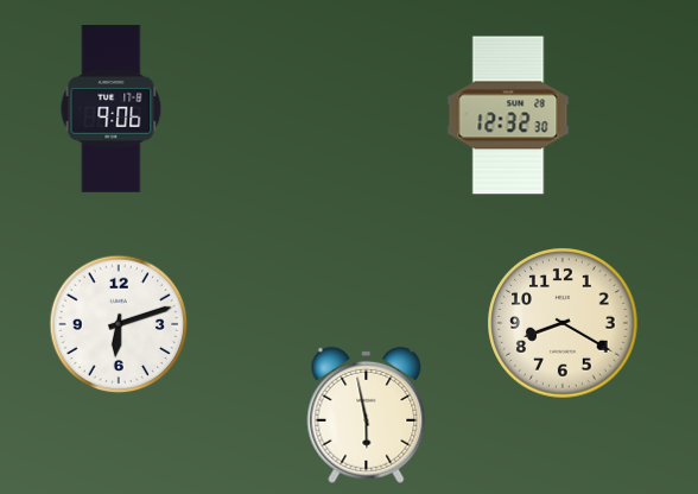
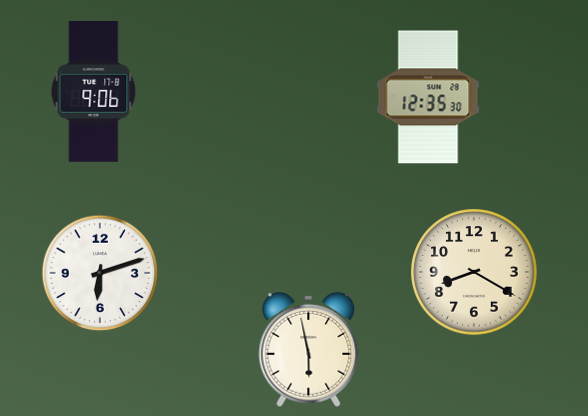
clock at (508, 115): 12:32 -> 12:35
